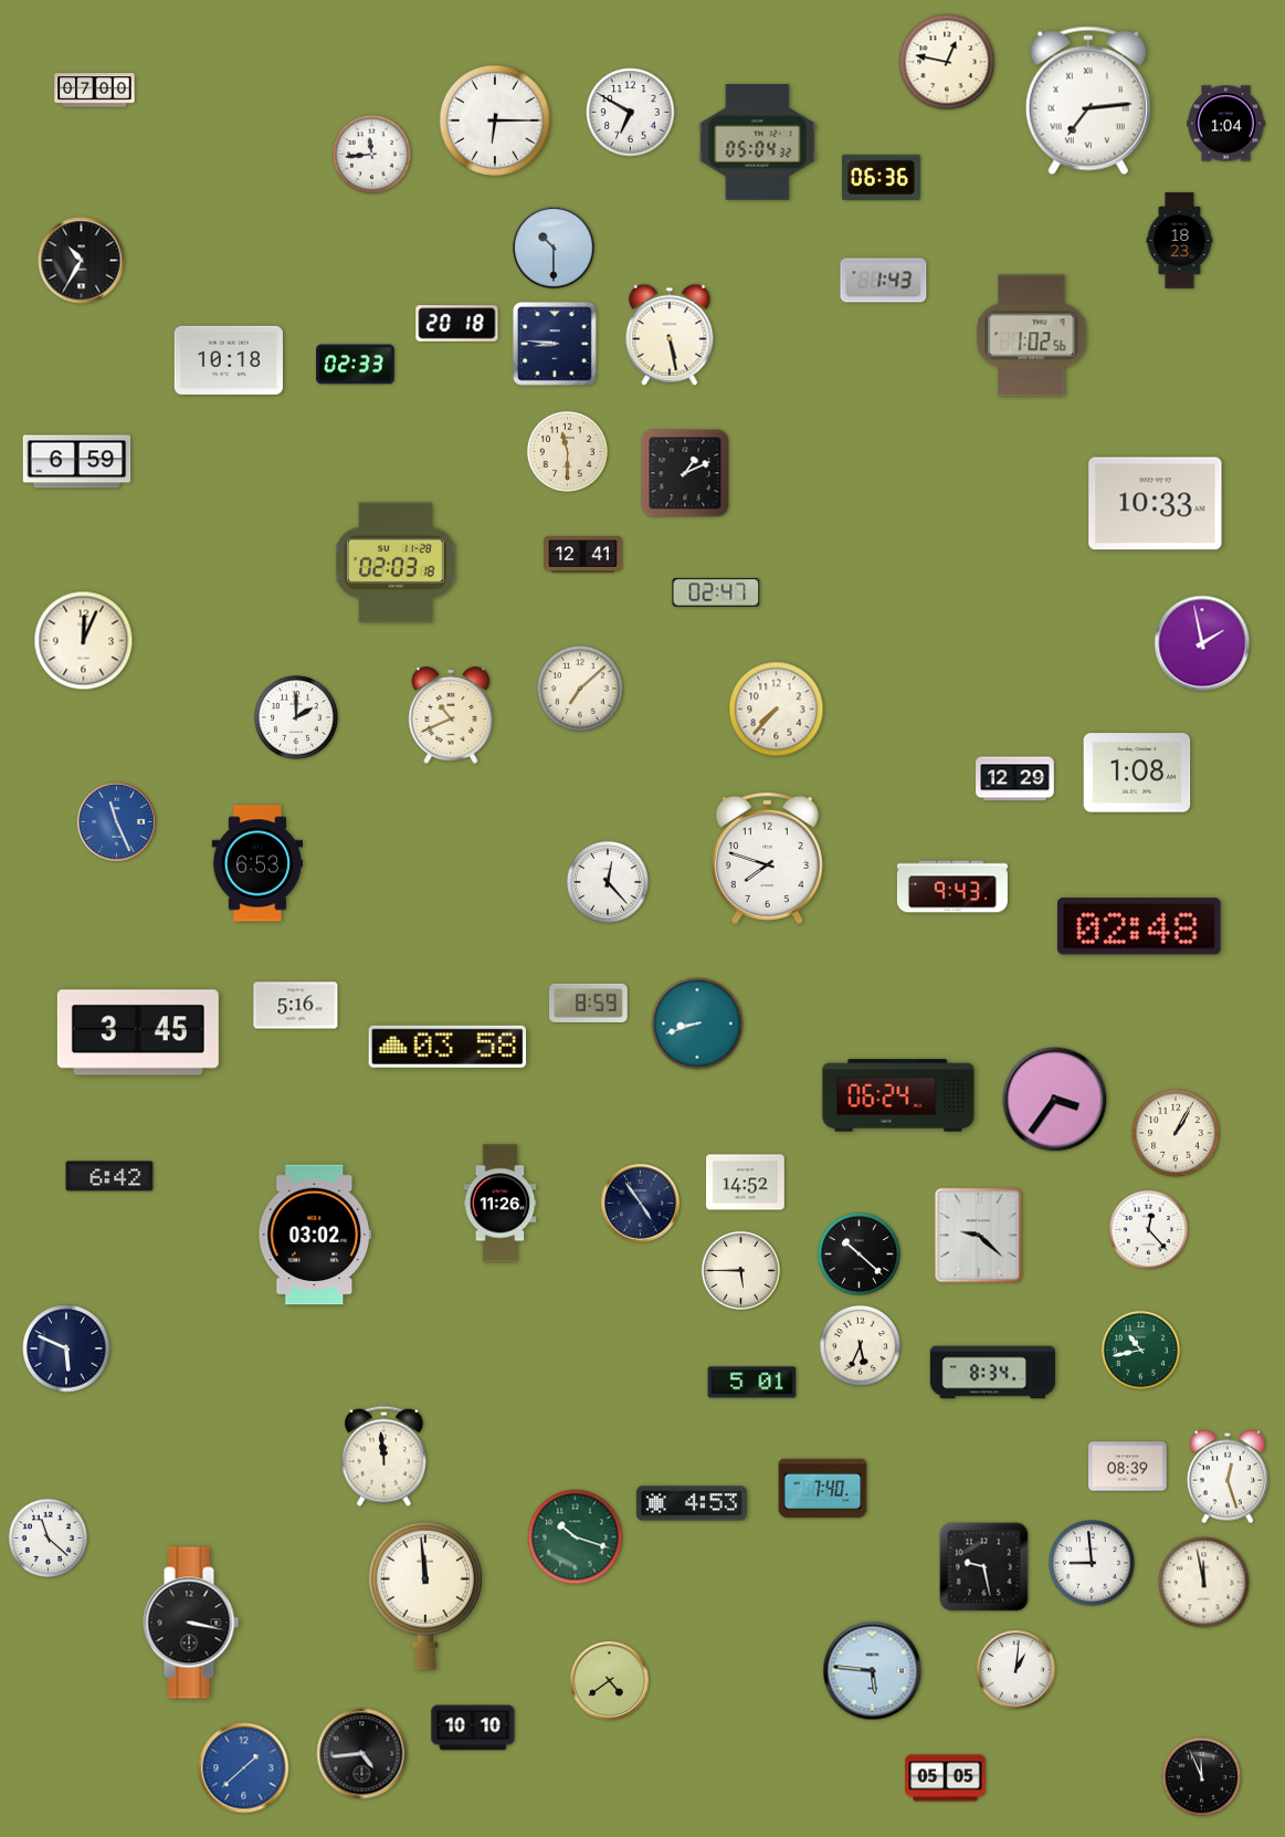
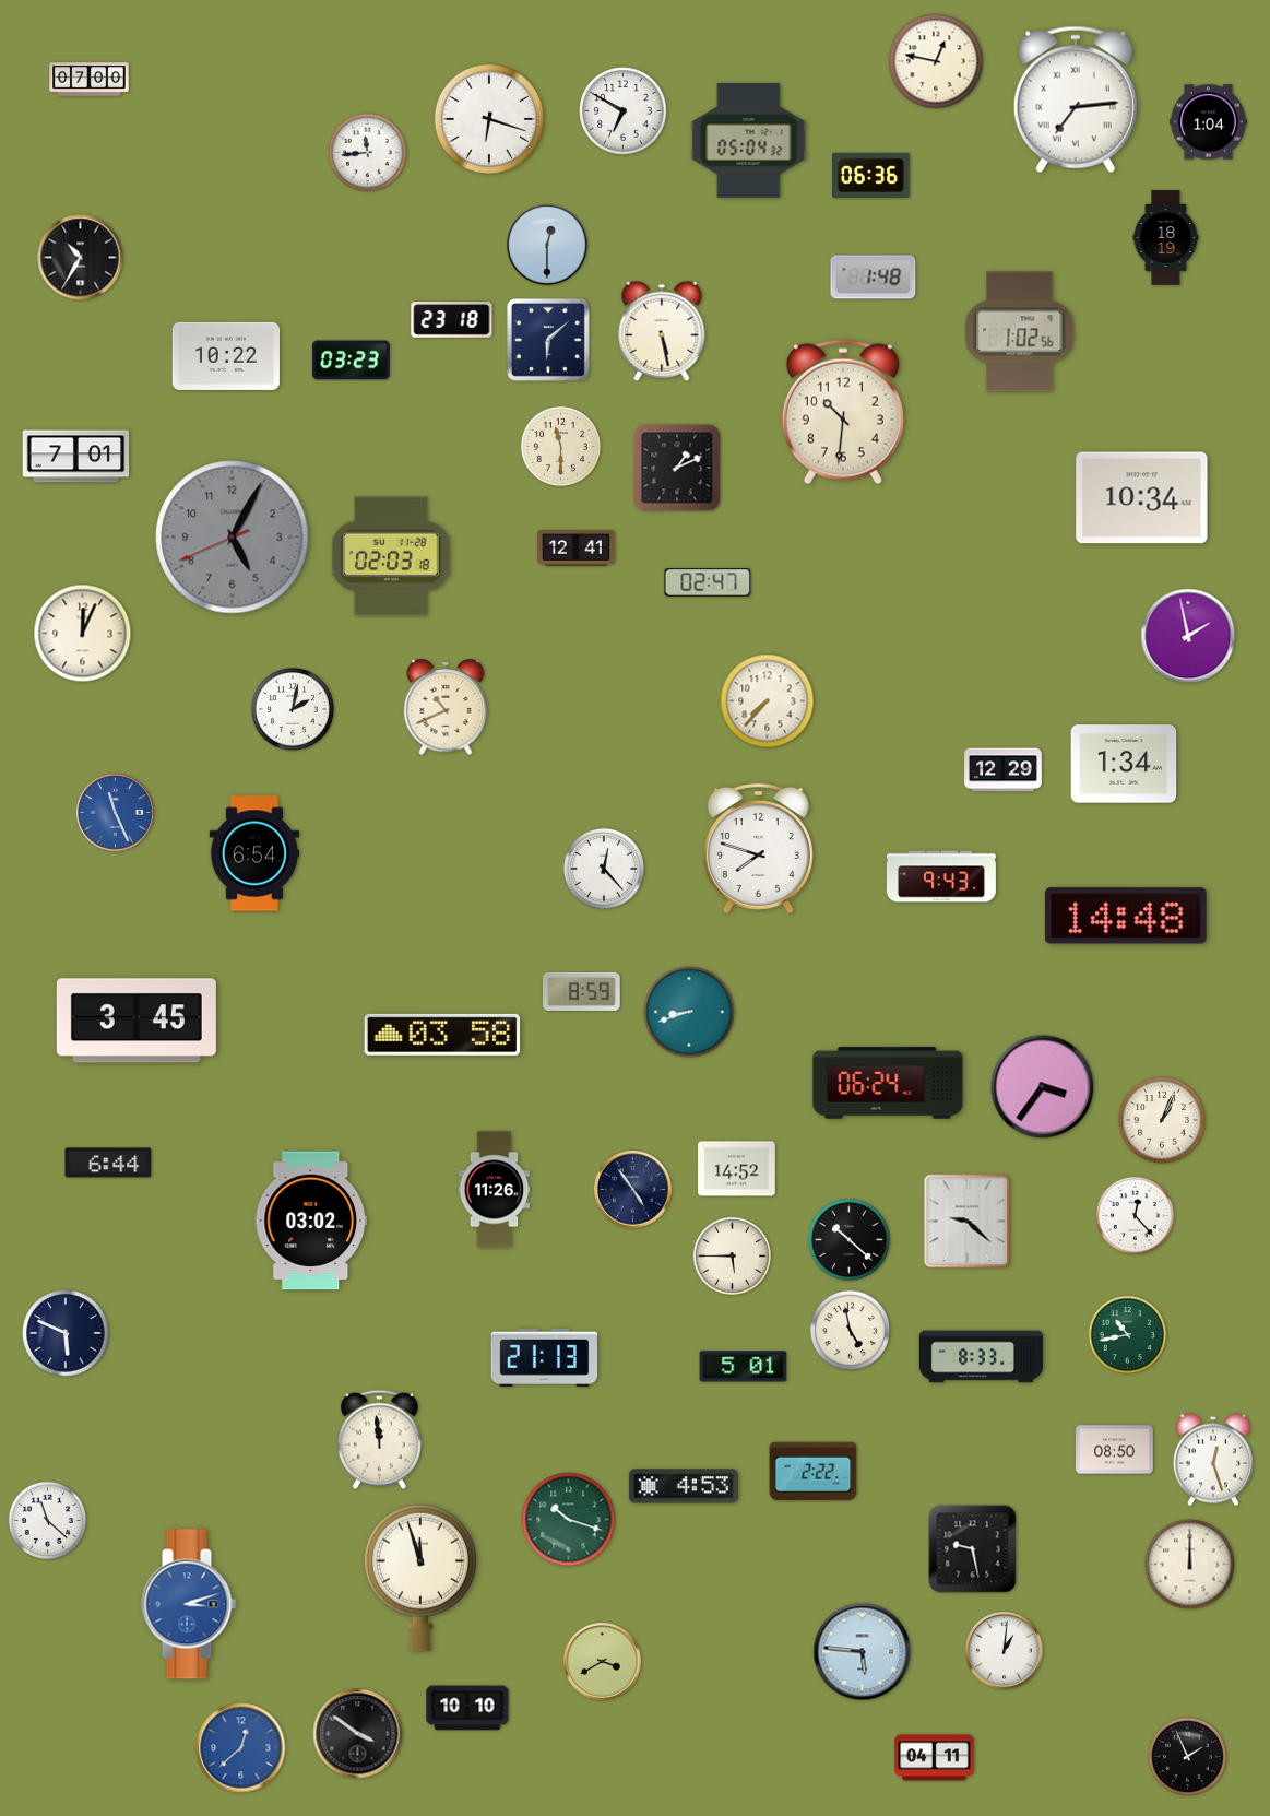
clock at (95, 91) position: (95, 91) -> (90, 80)
clock at (495, 120): 6:15 -> 6:18
clock at (1226, 124) position: (1226, 124) -> (1209, 122)
clock at (1180, 241): 18:23 -> 18:19
clock at (554, 248): 10:30 -> 12:30
clock at (884, 281): 1:43 -> 1:48
clock at (457, 324): 20:18 -> 23:18
clock at (555, 344): 8:46 -> 6:08
clock at (229, 360): 10:18 -> 10:22
clock at (356, 365): 02:33 -> 03:23
clock at (843, 412): none -> 10:31
clock at (77, 462): 6:59 -> 7:01
clock at (1156, 504): 10:33 -> 10:34
clock at (233, 538): none -> 5:04
clock at (716, 592) position: (716, 592) -> (708, 582)
clock at (580, 689): 7:08 -> none
clock at (297, 718): 2:00 -> 2:02
clock at (1137, 773): 1:08 -> 1:34
clock at (256, 863): 6:53 -> 6:54
clock at (608, 882) position: (608, 882) -> (604, 869)
clock at (1139, 926): 02:48 -> 14:48
clock at (296, 1006): 5:16 -> none
clock at (1176, 1133): 1:05 -> 1:04
clock at (109, 1176): 6:42 -> 6:44
clock at (860, 1345): 5:34 -> 4:58
clock at (545, 1357): none -> 21:13
clock at (993, 1373): 8:34 -> 8:33
clock at (1128, 1467): 08:39 -> 08:50
clock at (823, 1489): 7:40 -> 2:22
clock at (1092, 1563): 8:59 -> none
clock at (1204, 1583): 11:58 -> 12:00
clock at (425, 1596): 11:59 -> 11:57
clock at (191, 1623): 3:17 -> 3:12
clock at (191, 1623) dial: black -> blue
clock at (610, 1681): 4:39 -> 3:40
clock at (362, 1754): 4:44 -> 3:51
clock at (244, 1768): 1:38 -> 12:38
clock at (1201, 1776): 11:56 -> 1:56
clock at (946, 1778): 05:05 -> 04:11
